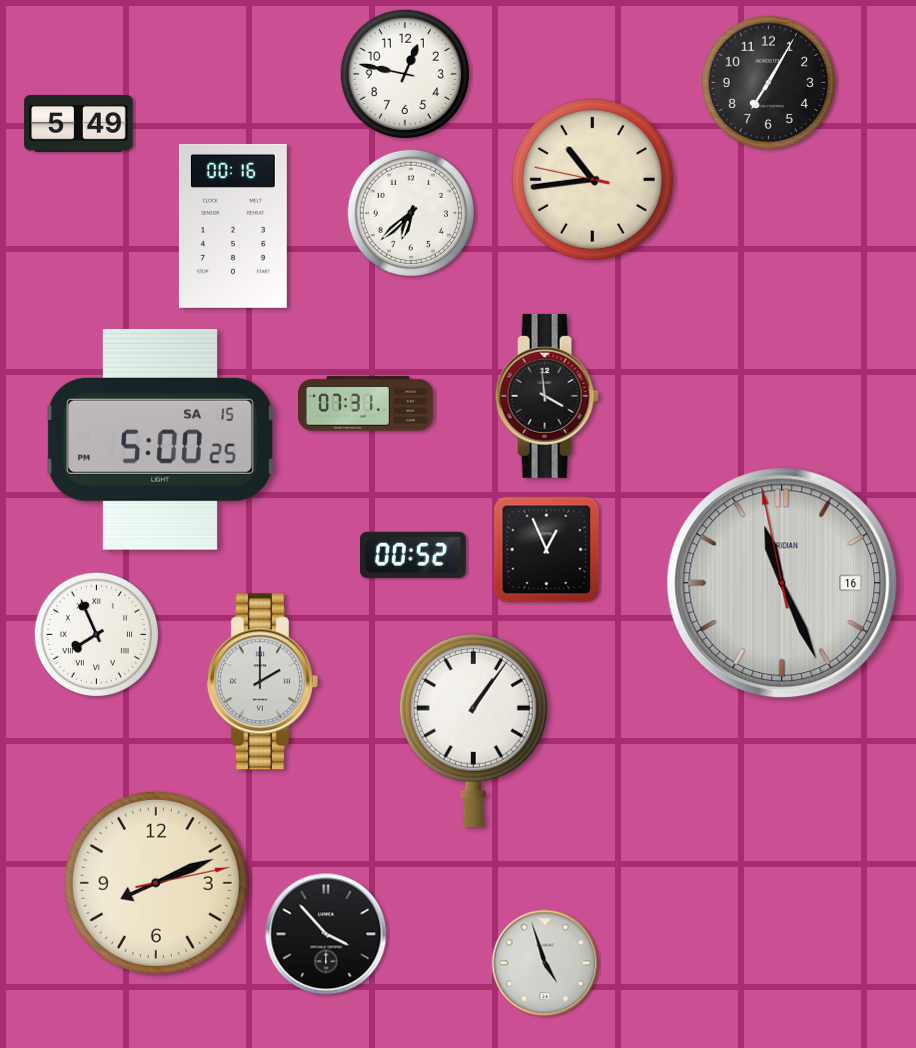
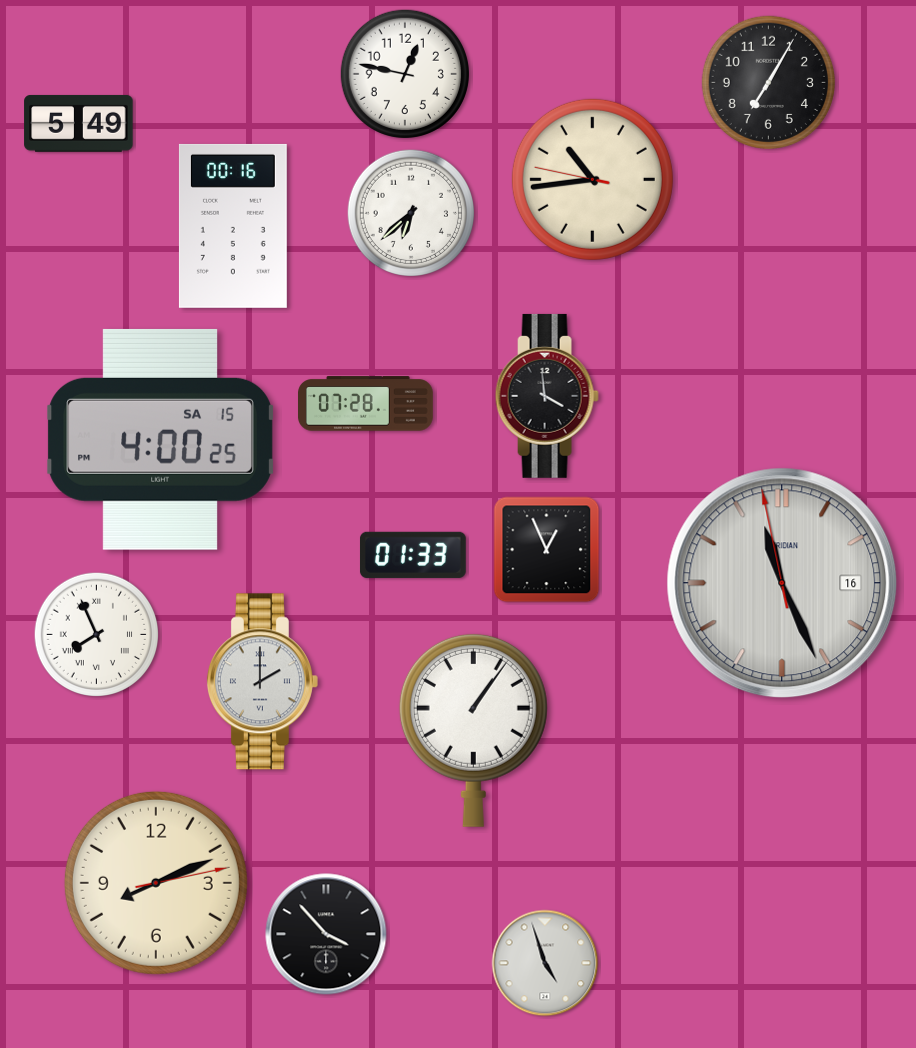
clock at (366, 404): 07:31 -> 07:28
clock at (160, 439): 5:00 -> 4:00
clock at (413, 555): 00:52 -> 01:33
